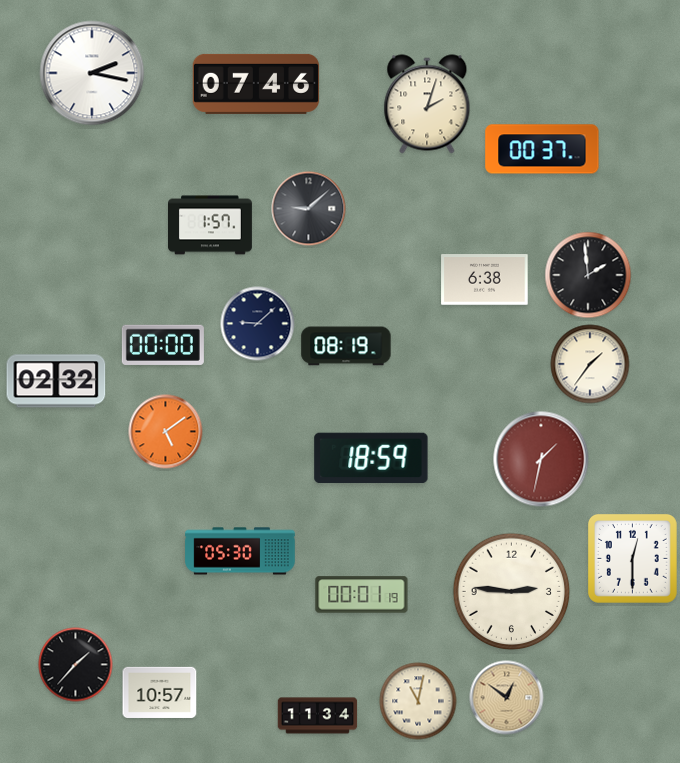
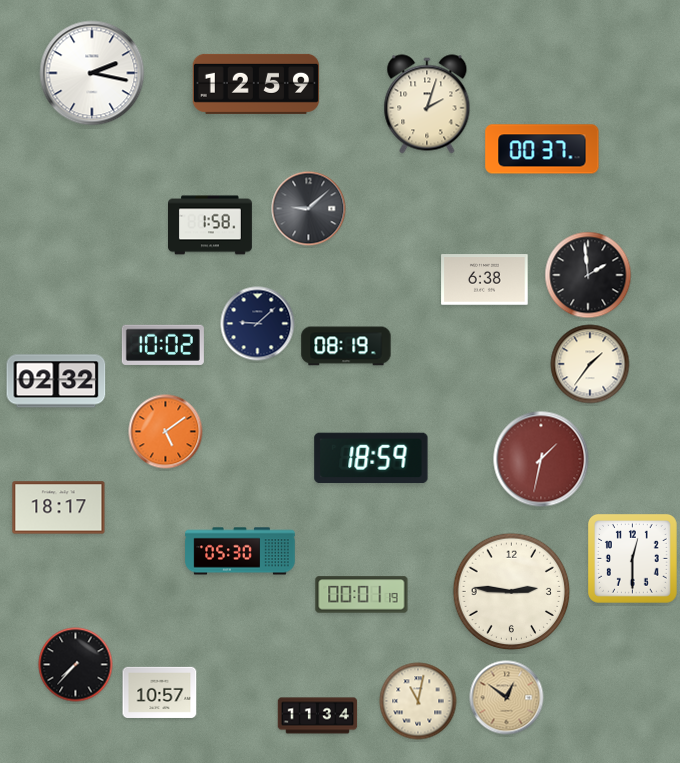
clock at (256, 84): 07:46 -> 12:59
clock at (211, 225): 1:57 -> 1:58
clock at (163, 345): 00:00 -> 10:02
clock at (59, 508): none -> 18:17
clock at (76, 665): 1:37 -> 7:37
